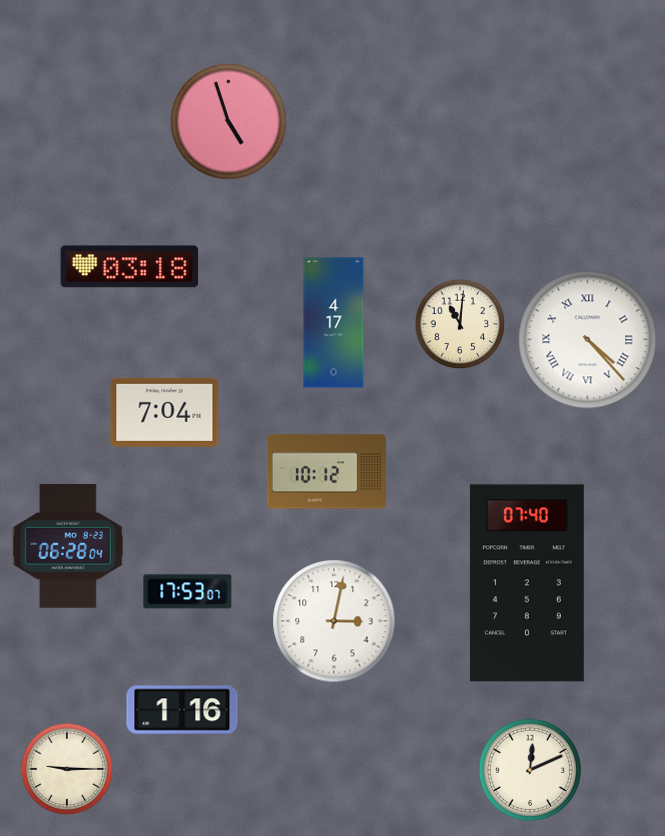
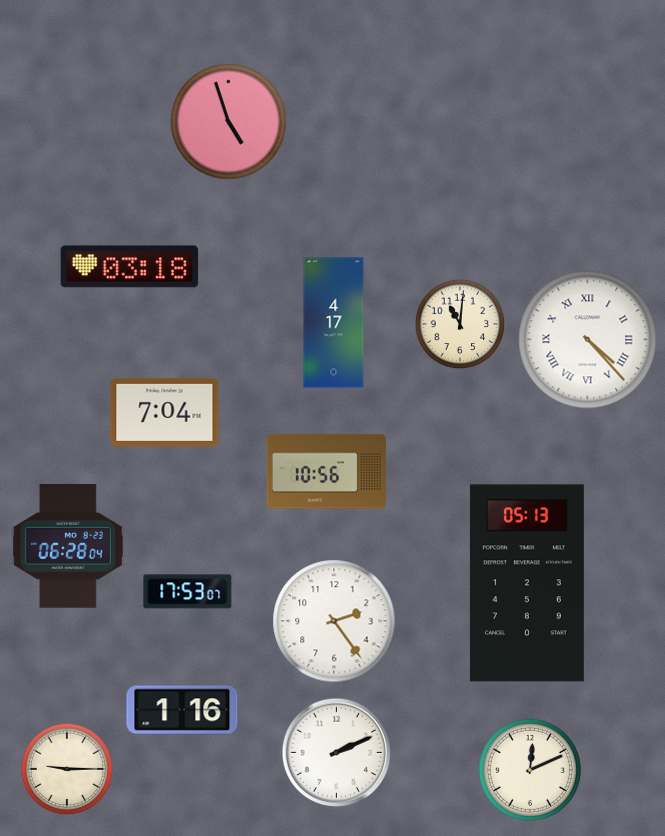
clock at (326, 472): 10:12 -> 10:56
clock at (527, 583): 07:40 -> 05:13
clock at (334, 621): 3:02 -> 2:24
clock at (337, 753): none -> 2:11
